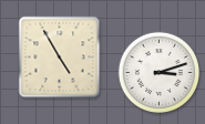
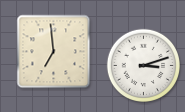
clock at (60, 58): 4:55 -> 6:59
